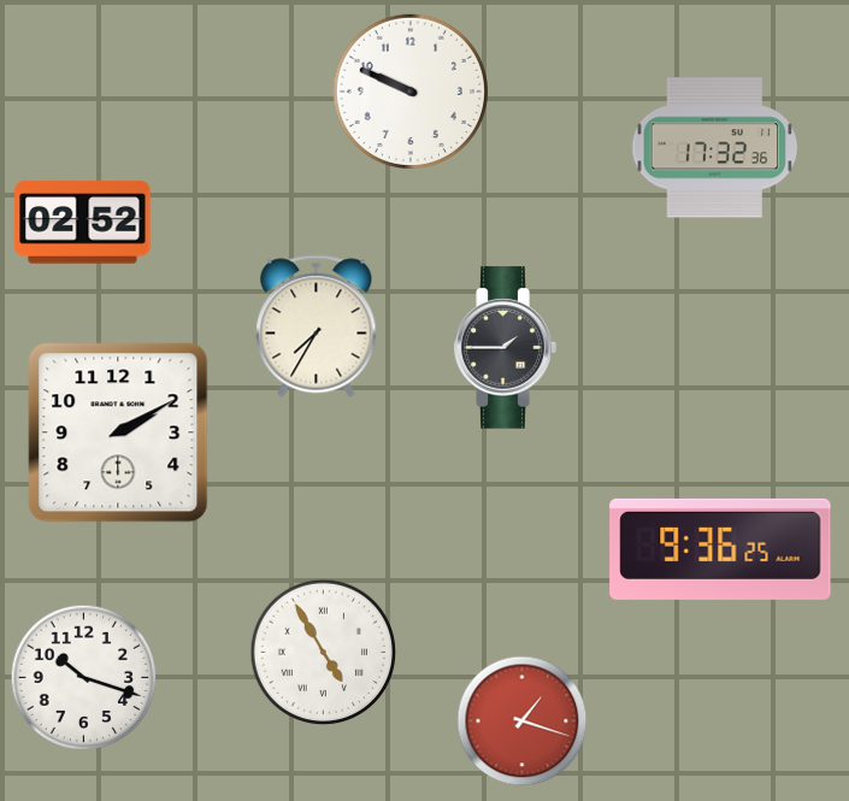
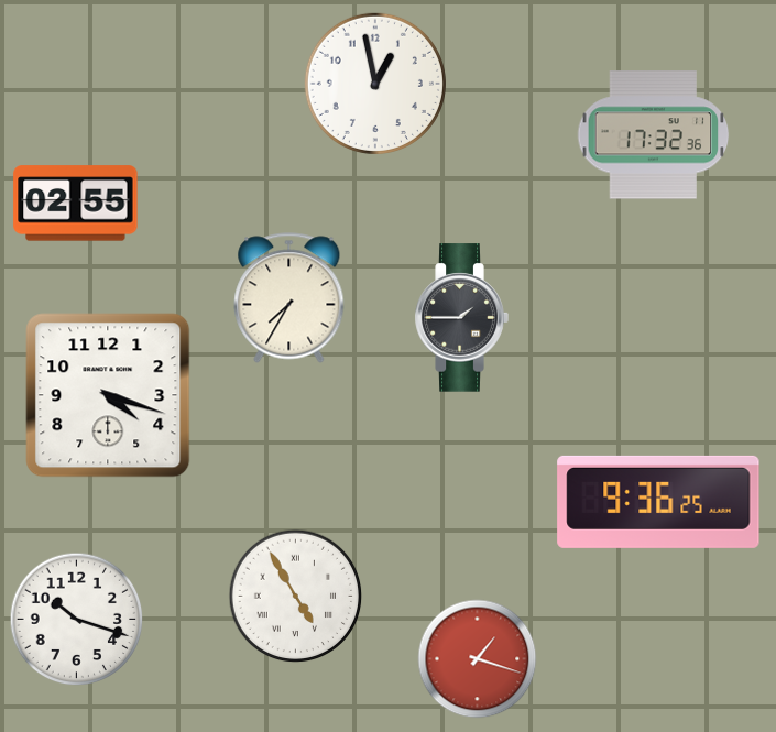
clock at (411, 92): 9:49 -> 12:58
clock at (83, 223): 02:52 -> 02:55
clock at (118, 432): 2:10 -> 4:18
